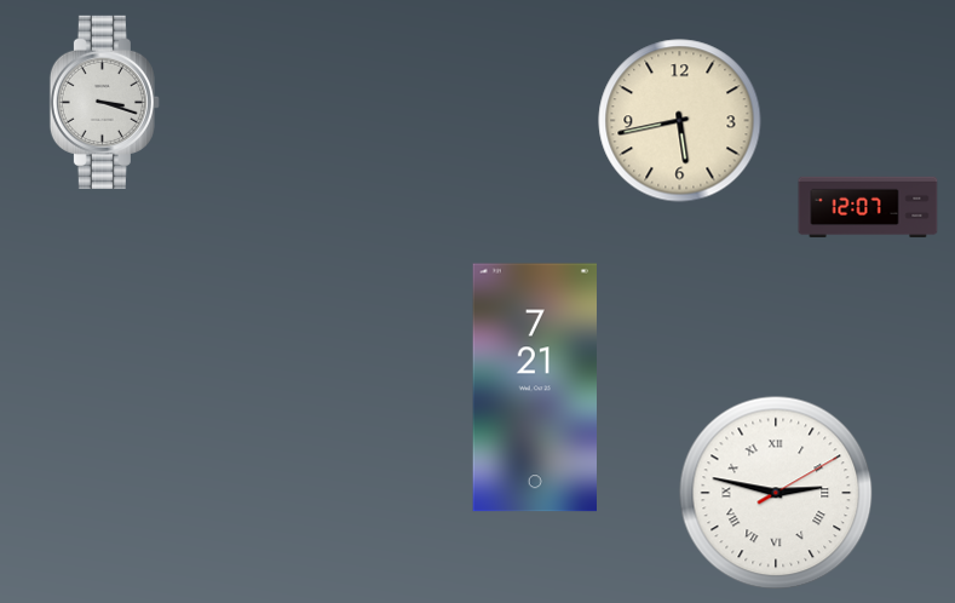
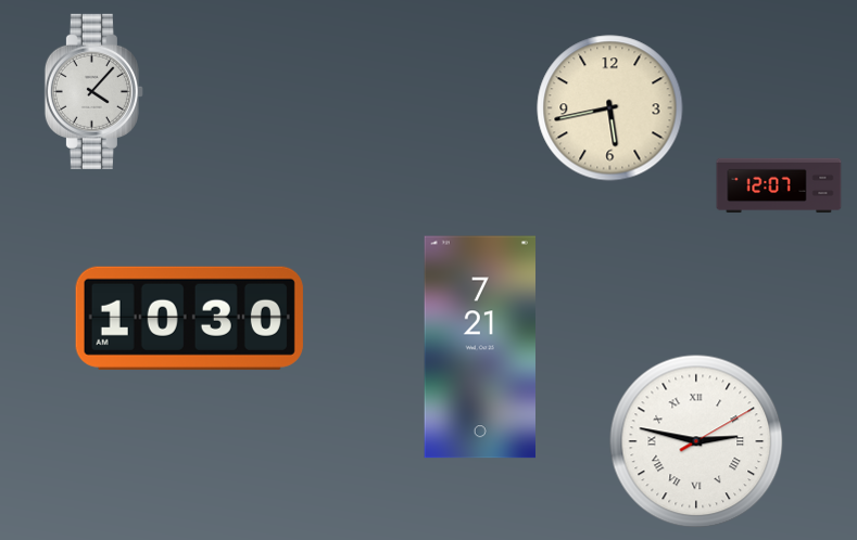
clock at (104, 102): 3:18 -> 4:07
clock at (189, 318): none -> 10:30
